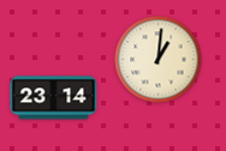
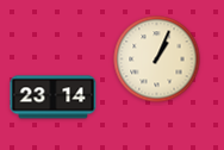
clock at (159, 60): 1:01 -> 1:04
